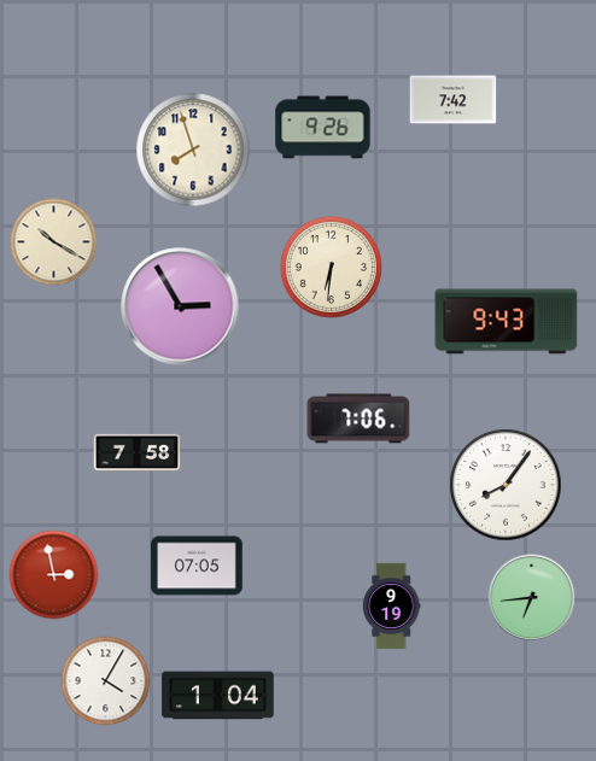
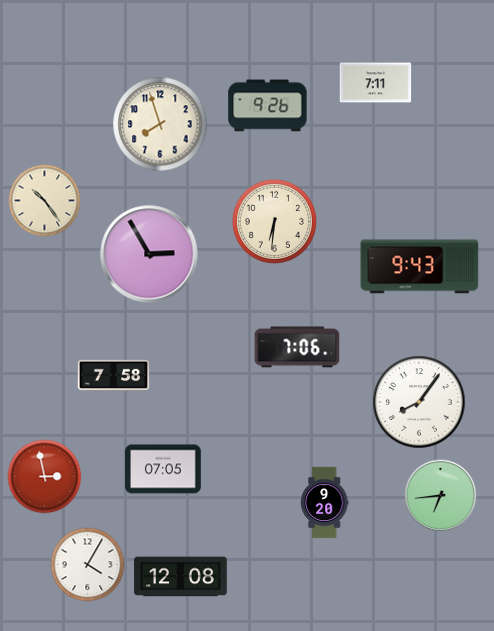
clock at (454, 100): 7:42 -> 7:11
clock at (54, 242): 10:20 -> 10:24
clock at (391, 607): 9:19 -> 9:20
clock at (218, 696): 1:04 -> 12:08
